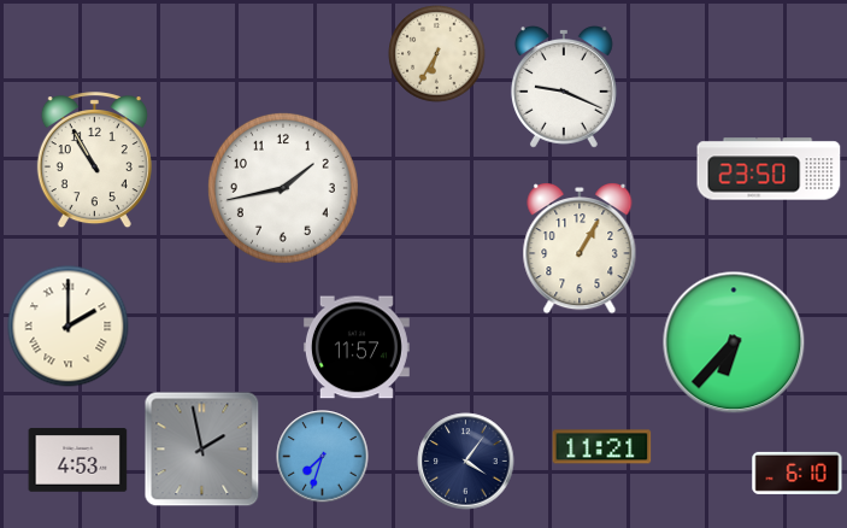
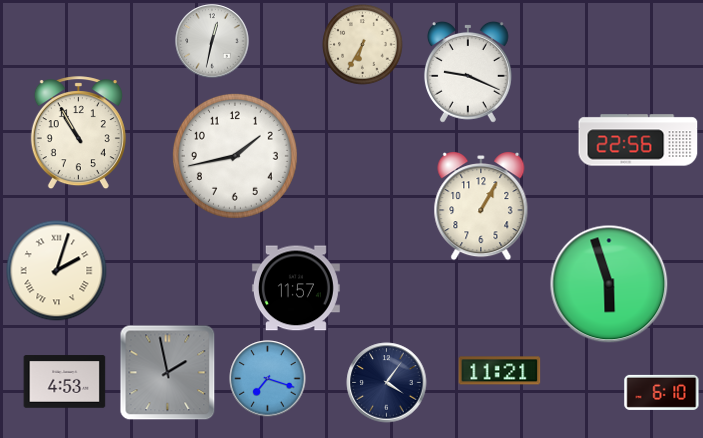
clock at (212, 41): none -> 12:32
clock at (769, 169): 23:50 -> 22:56
clock at (69, 327): 2:00 -> 2:03
clock at (734, 342): 6:37 -> 5:57
clock at (323, 457): 7:33 -> 7:18
